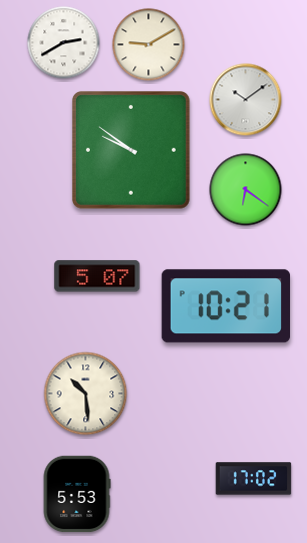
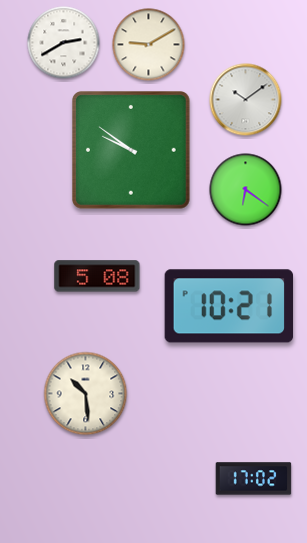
clock at (97, 276): 5:07 -> 5:08
clock at (226, 306) position: (226, 306) -> (229, 306)
clock at (77, 494): 5:53 -> none
